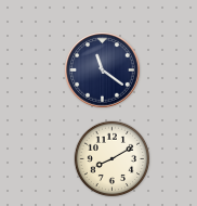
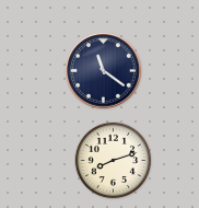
clock at (113, 159): 8:10 -> 8:12
